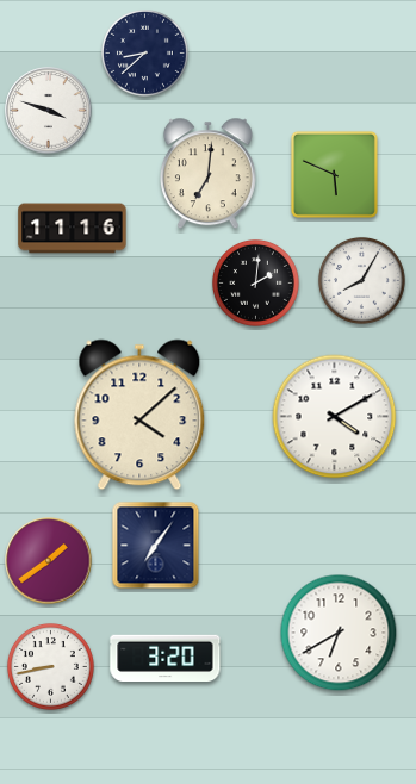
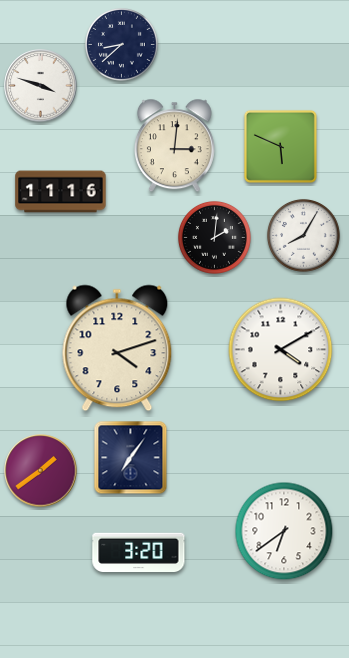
clock at (49, 111) position: (49, 111) -> (41, 86)
clock at (207, 174): 7:01 -> 3:01
clock at (139, 415): 4:08 -> 4:12
clock at (339, 633): 6:40 -> 6:39
clock at (50, 666): 8:43 -> none
